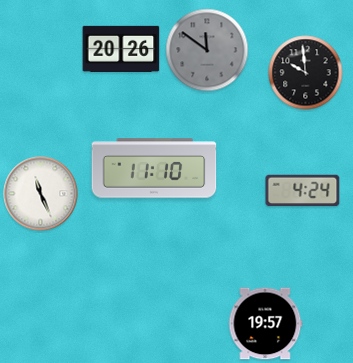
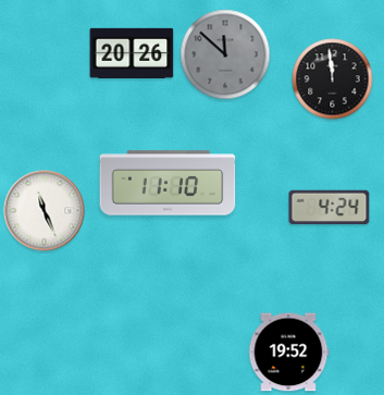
clock at (207, 50): 11:51 -> 11:52
clock at (306, 73): 9:59 -> 11:59
clock at (265, 324): 19:57 -> 19:52
